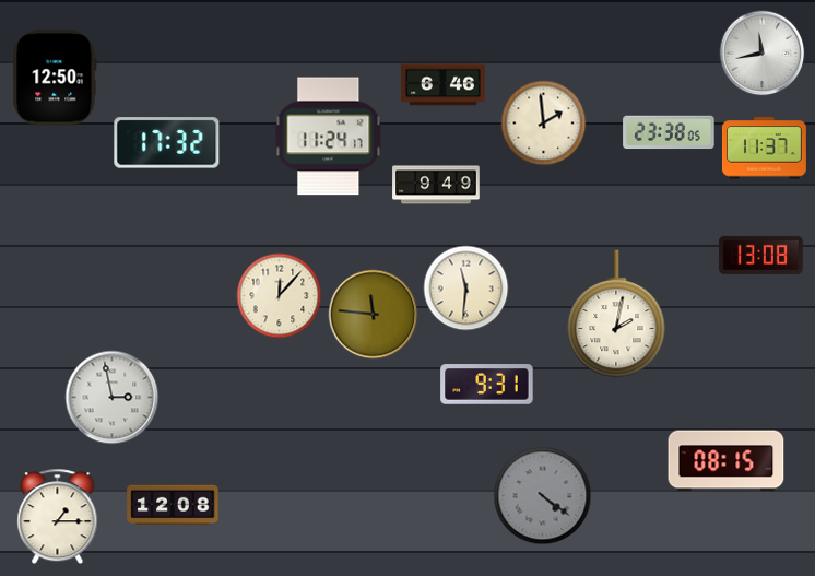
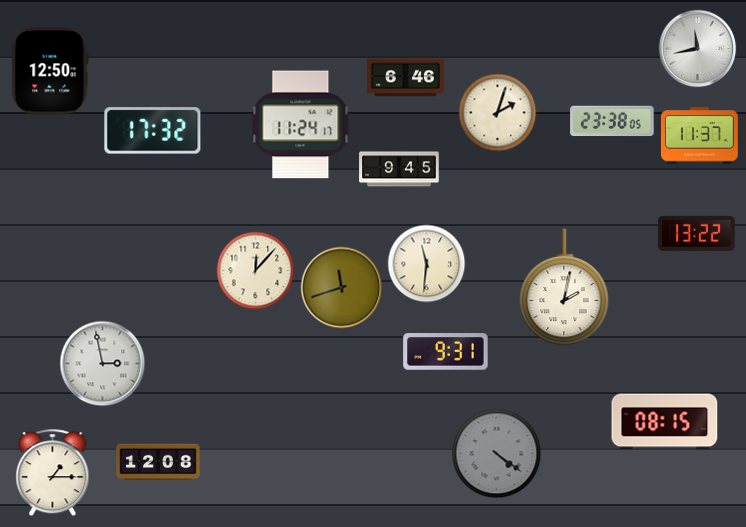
clock at (543, 122): 1:59 -> 2:03
clock at (436, 185): 9:49 -> 9:45
clock at (760, 255): 13:08 -> 13:22
clock at (373, 314): 11:46 -> 11:42
